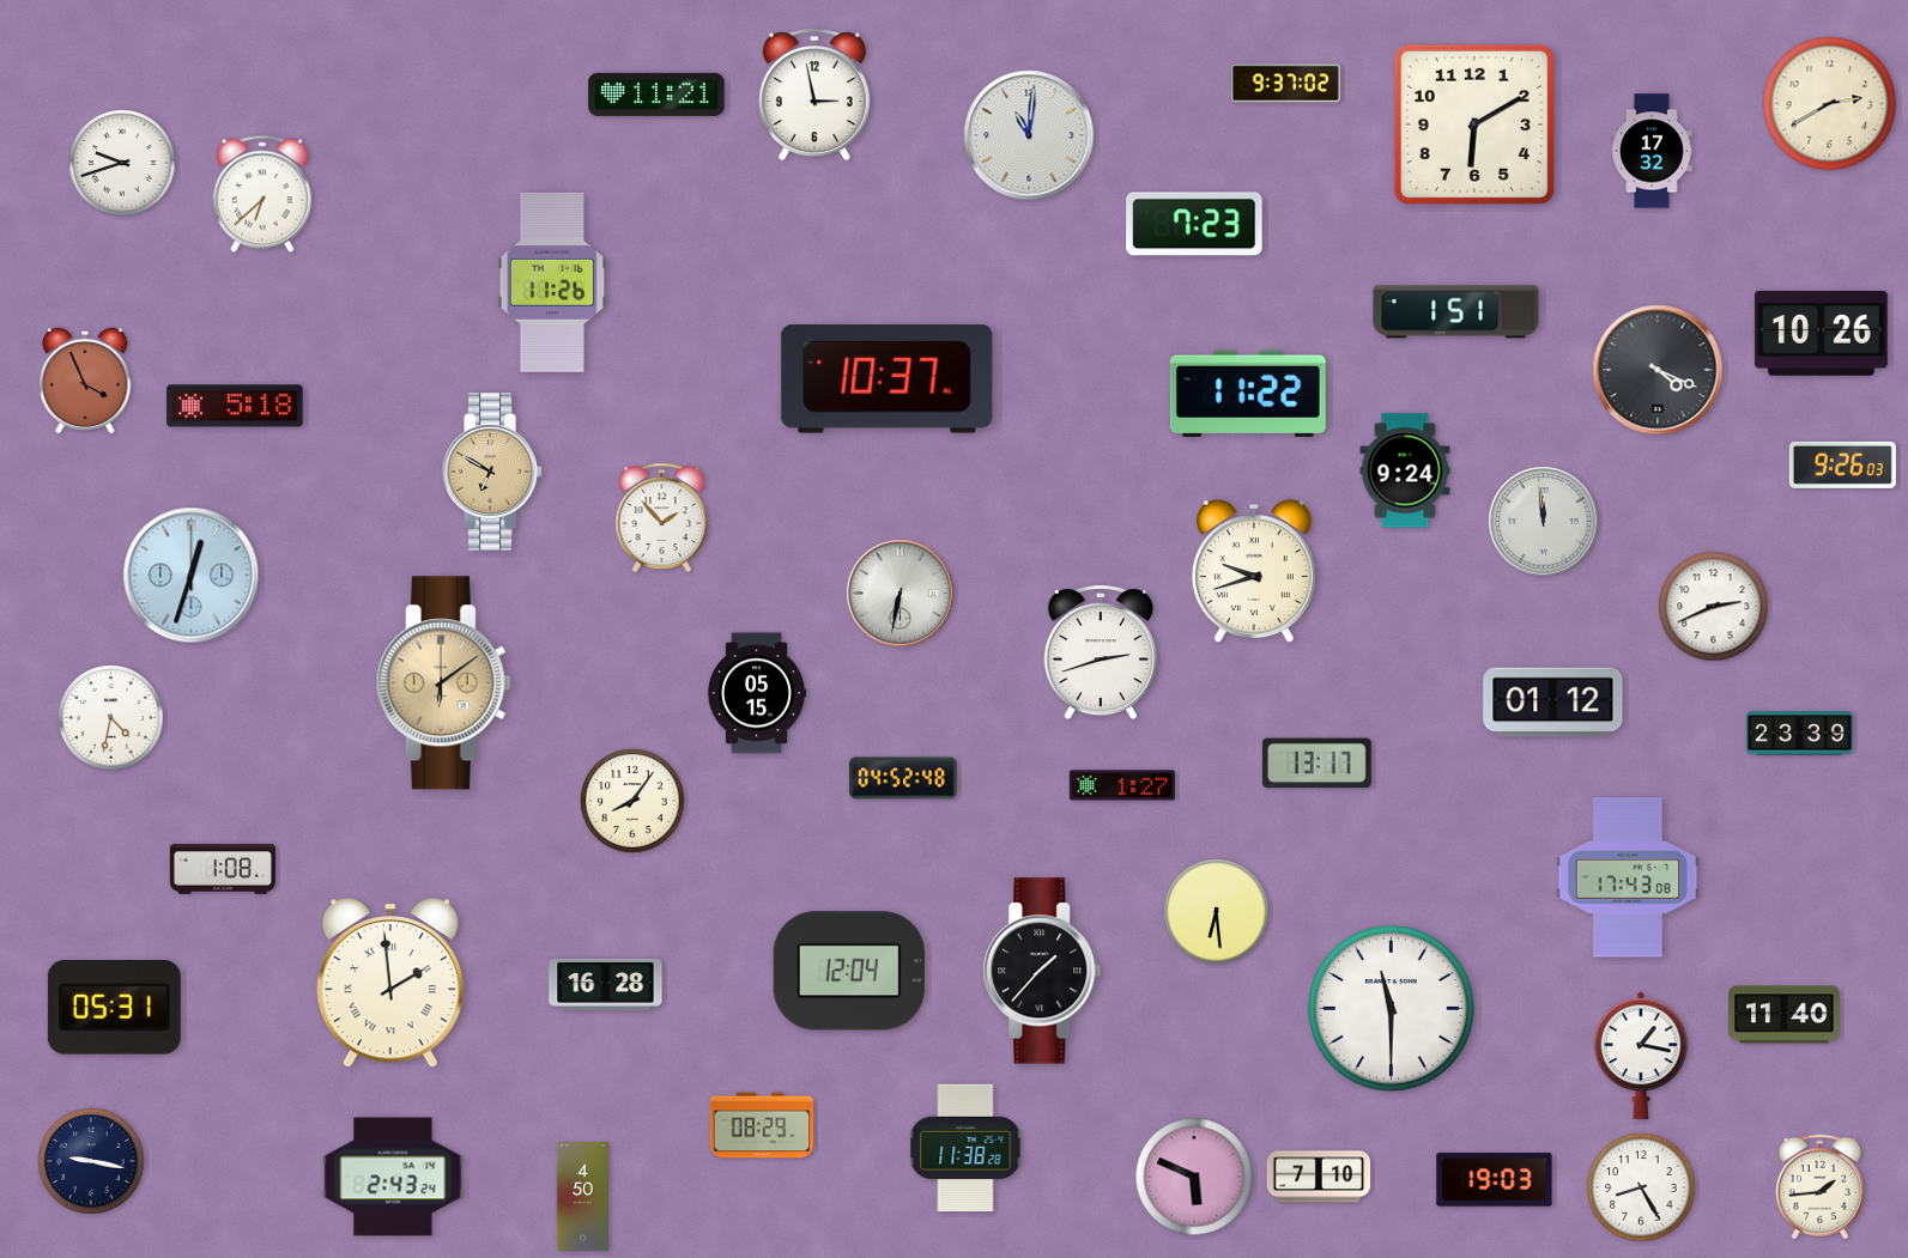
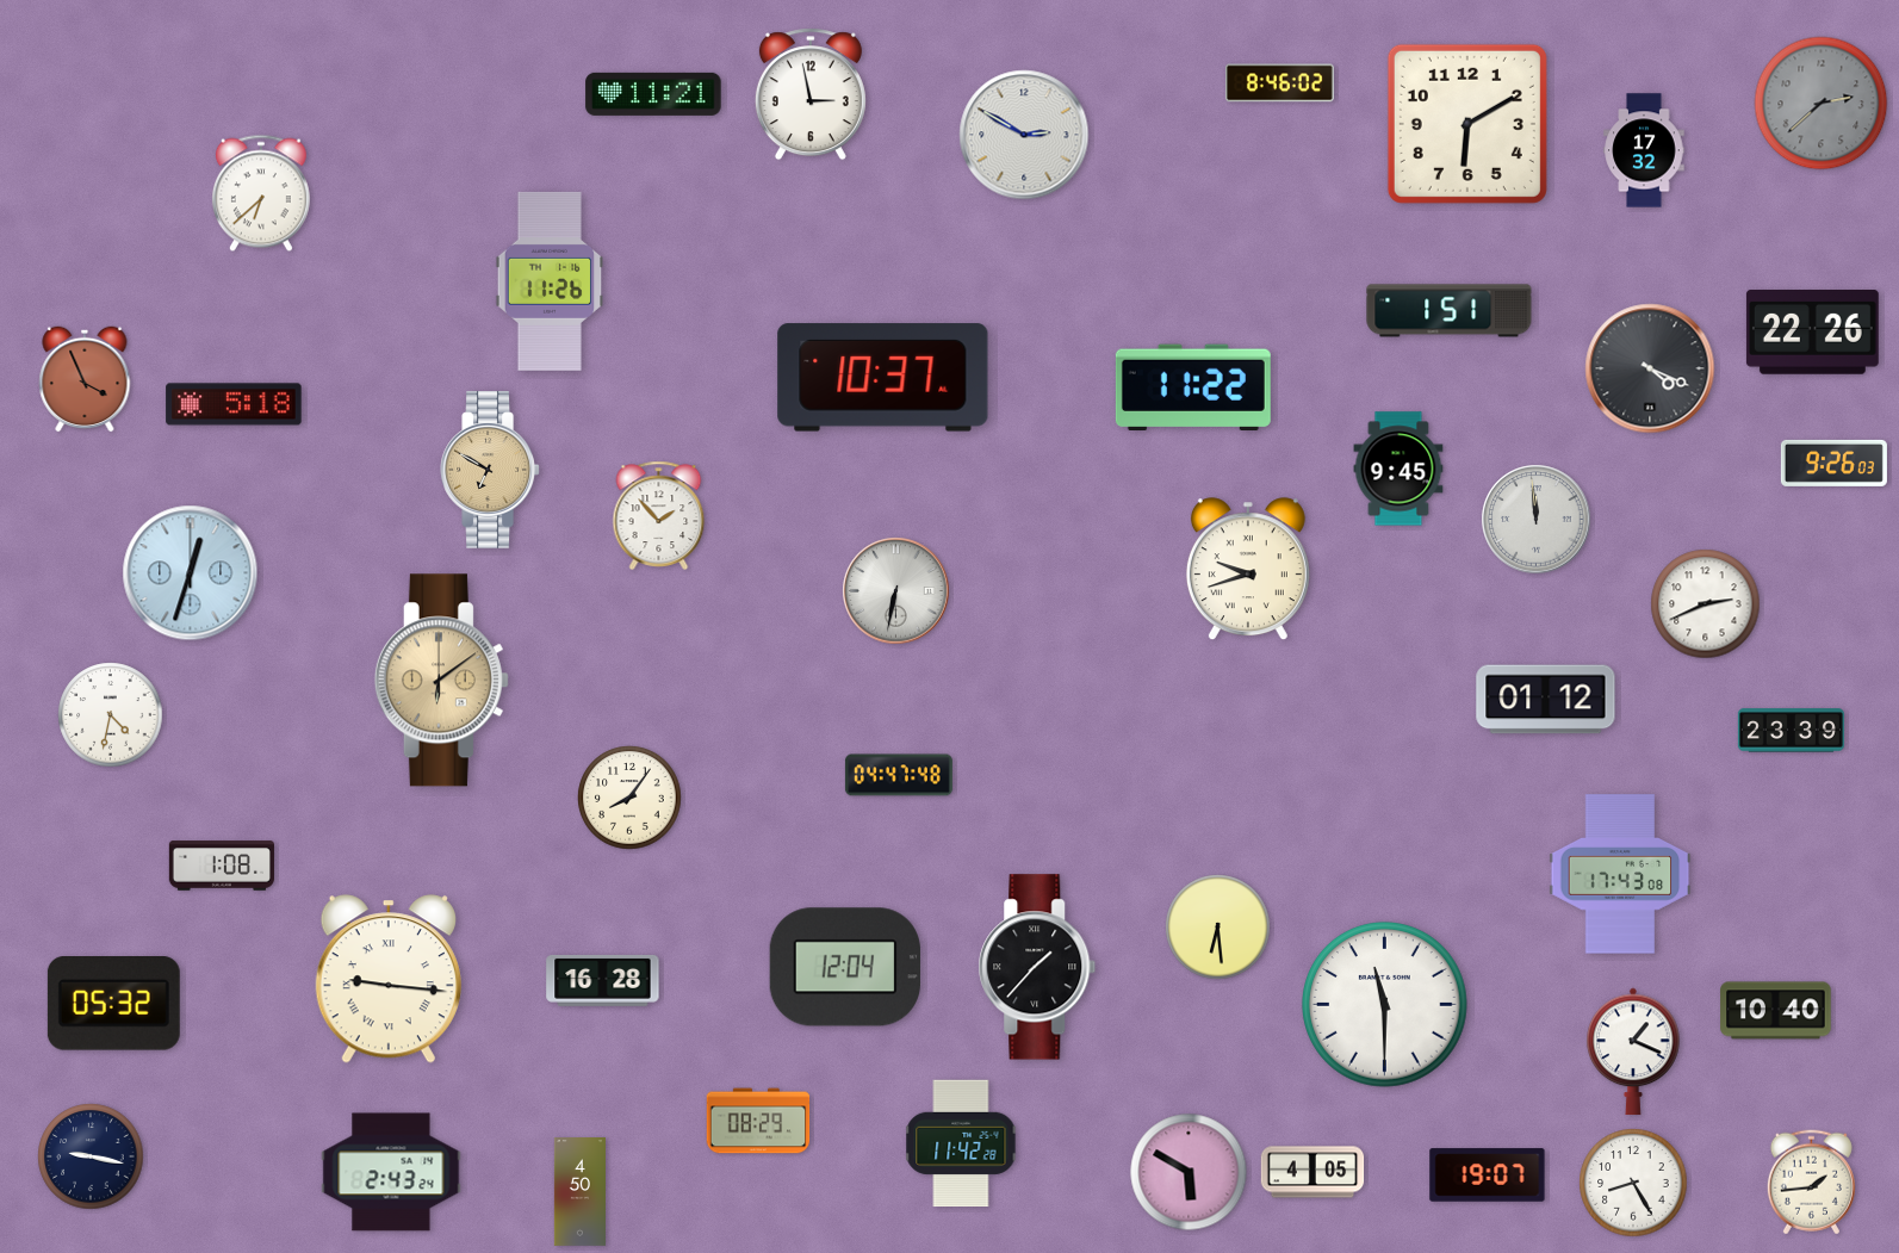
clock at (1286, 84): 9:37 -> 8:46
clock at (1830, 104): 2:40 -> 2:38
clock at (1830, 104) dial: cream -> grey
clock at (1029, 135): 11:01 -> 2:50
clock at (122, 163): 9:42 -> none
clock at (1194, 224): 7:23 -> none
clock at (1821, 334): 10:26 -> 22:26
clock at (1248, 394) position: (1248, 394) -> (1193, 387)
clock at (1405, 470): 9:24 -> 9:45
clock at (1101, 652): 2:42 -> none
clock at (757, 693): 05:15 -> none
clock at (1316, 764): 13:17 -> none
clock at (903, 778): 04:52 -> 04:47
clock at (1122, 785): 1:27 -> none
clock at (1217, 912) position: (1217, 912) -> (1218, 928)
clock at (390, 983): 1:59 -> 9:16
clock at (114, 1008): 05:31 -> 05:32
clock at (1785, 1015): 11:40 -> 10:40
clock at (1641, 1056): 1:17 -> 1:19
clock at (965, 1148): 11:38 -> 11:42
clock at (1194, 1177): 5:49 -> 5:50
clock at (1319, 1177): 7:10 -> 4:05
clock at (1495, 1180): 19:03 -> 19:07
